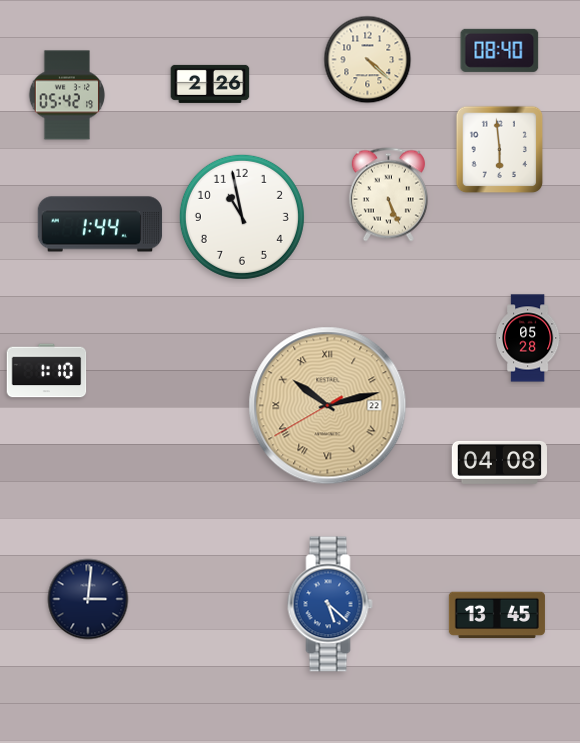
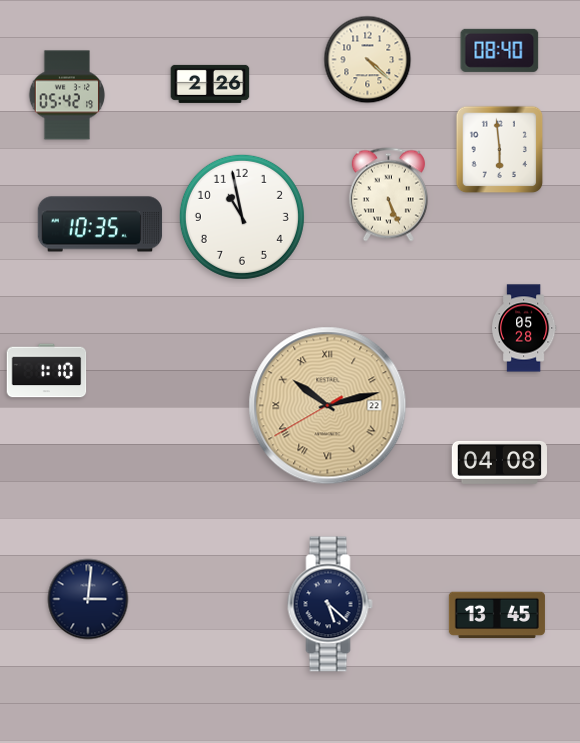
clock at (100, 224): 1:44 -> 10:35
clock at (529, 338) position: (529, 338) -> (525, 328)
clock at (330, 604) dial: blue -> navy
